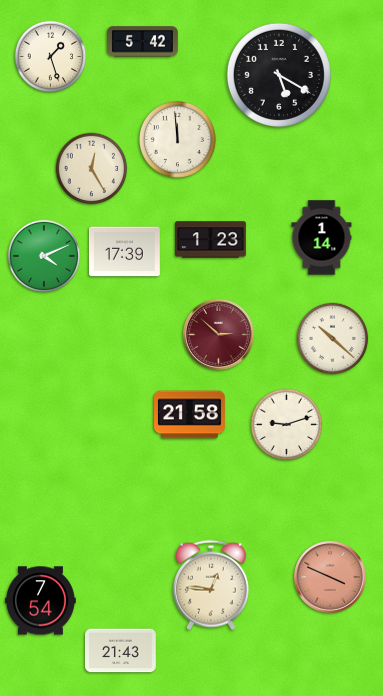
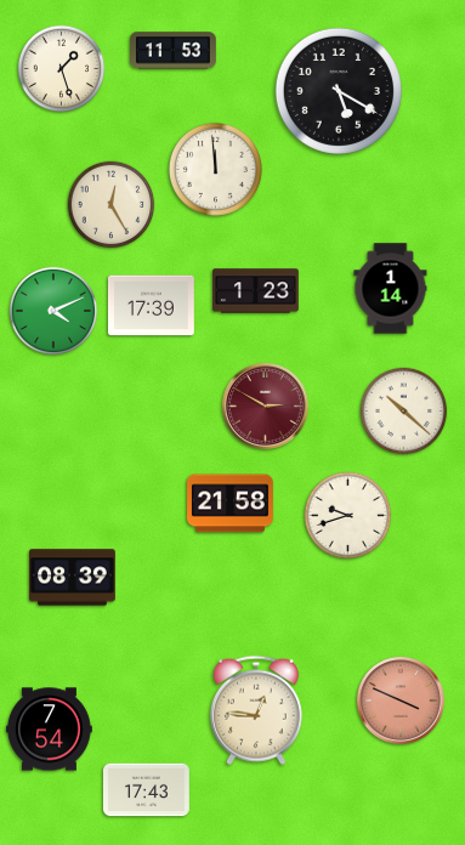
clock at (143, 42): 5:42 -> 11:53
clock at (219, 335): 2:52 -> 2:50
clock at (287, 425): 9:12 -> 9:42
clock at (73, 578): none -> 08:39
clock at (121, 651): 21:43 -> 17:43
